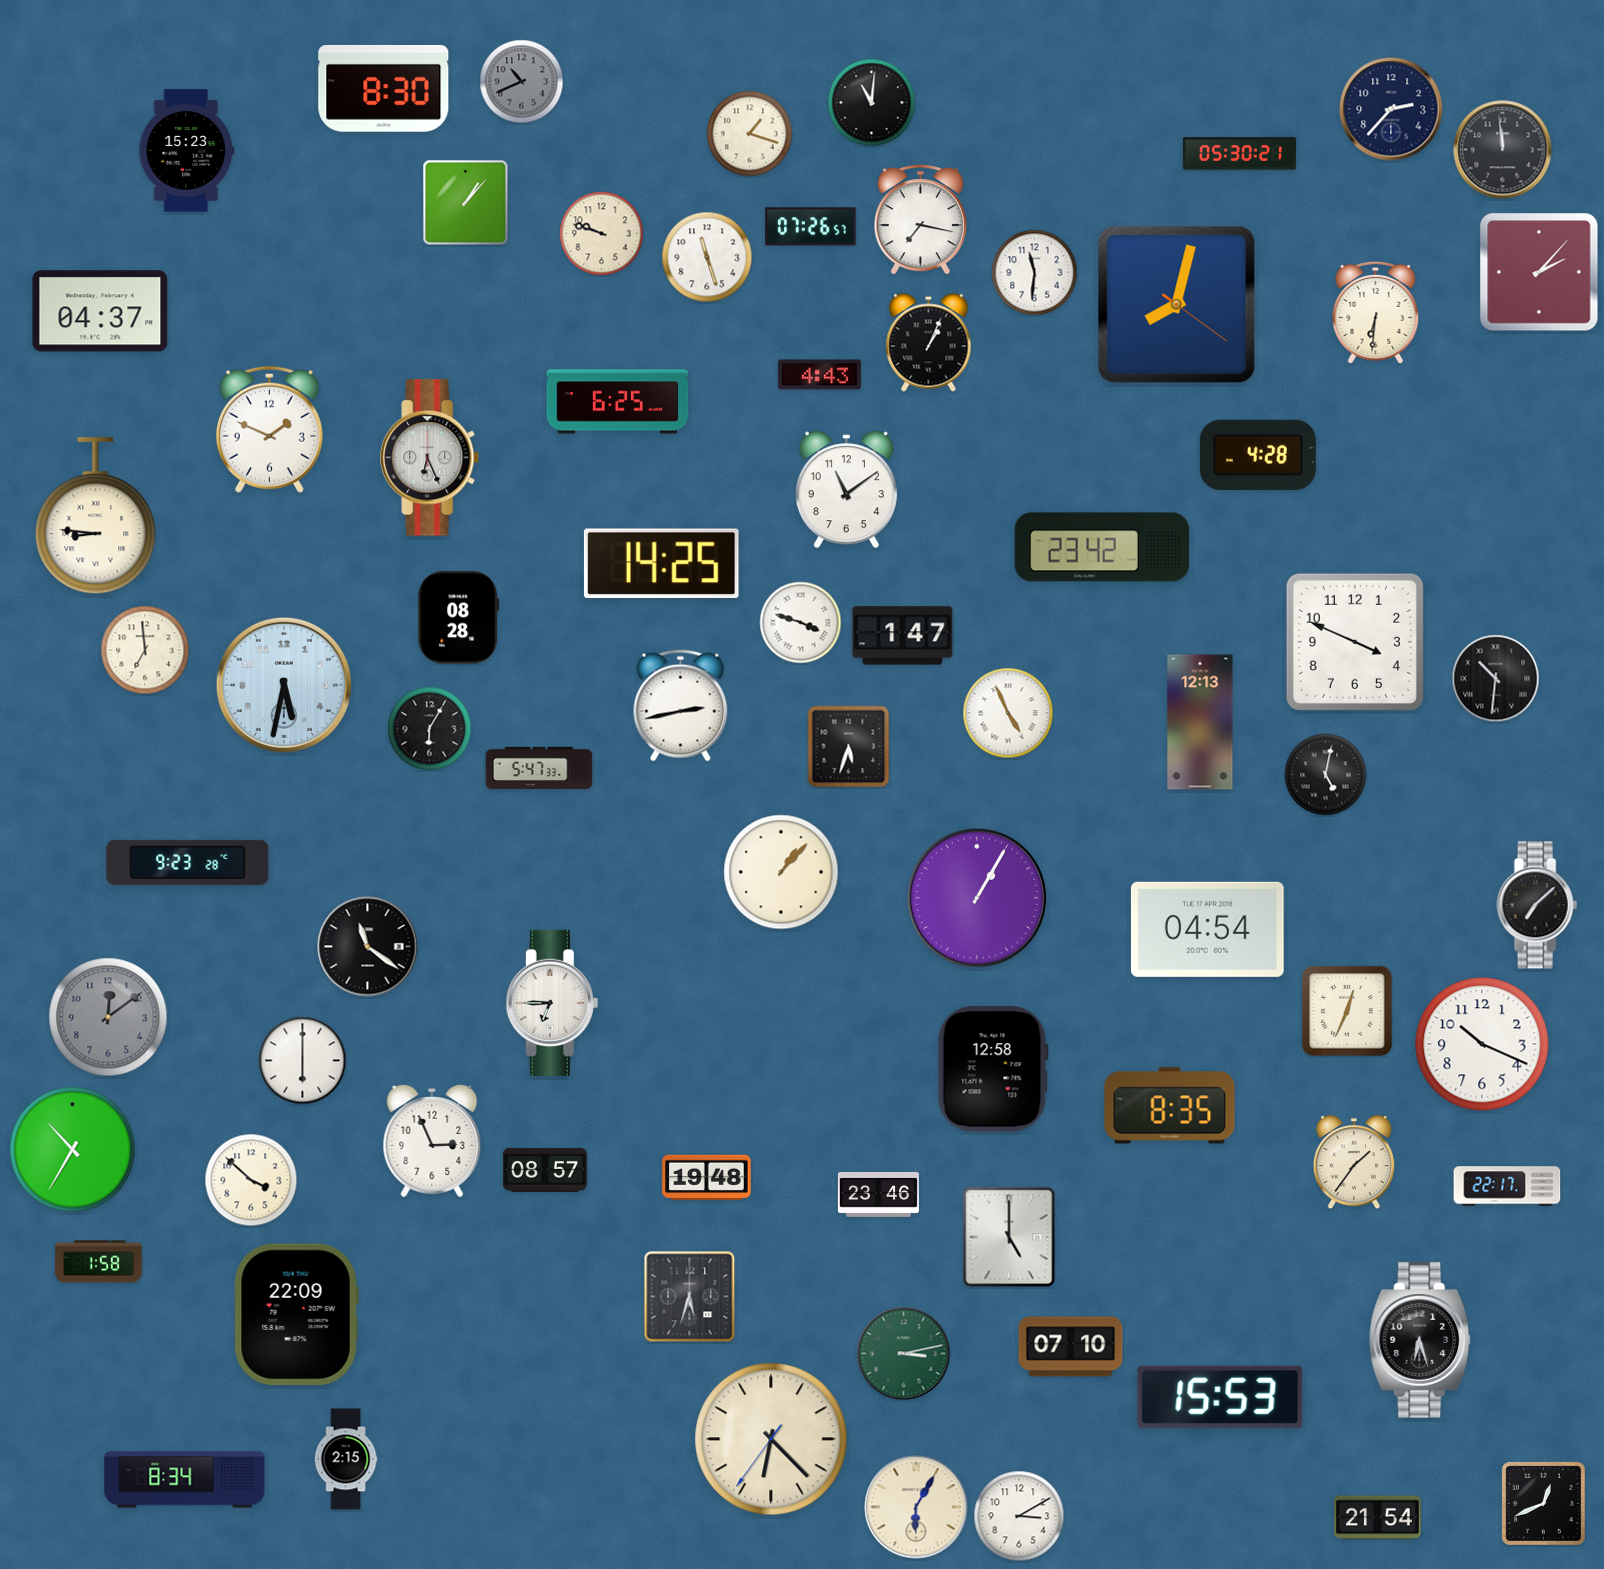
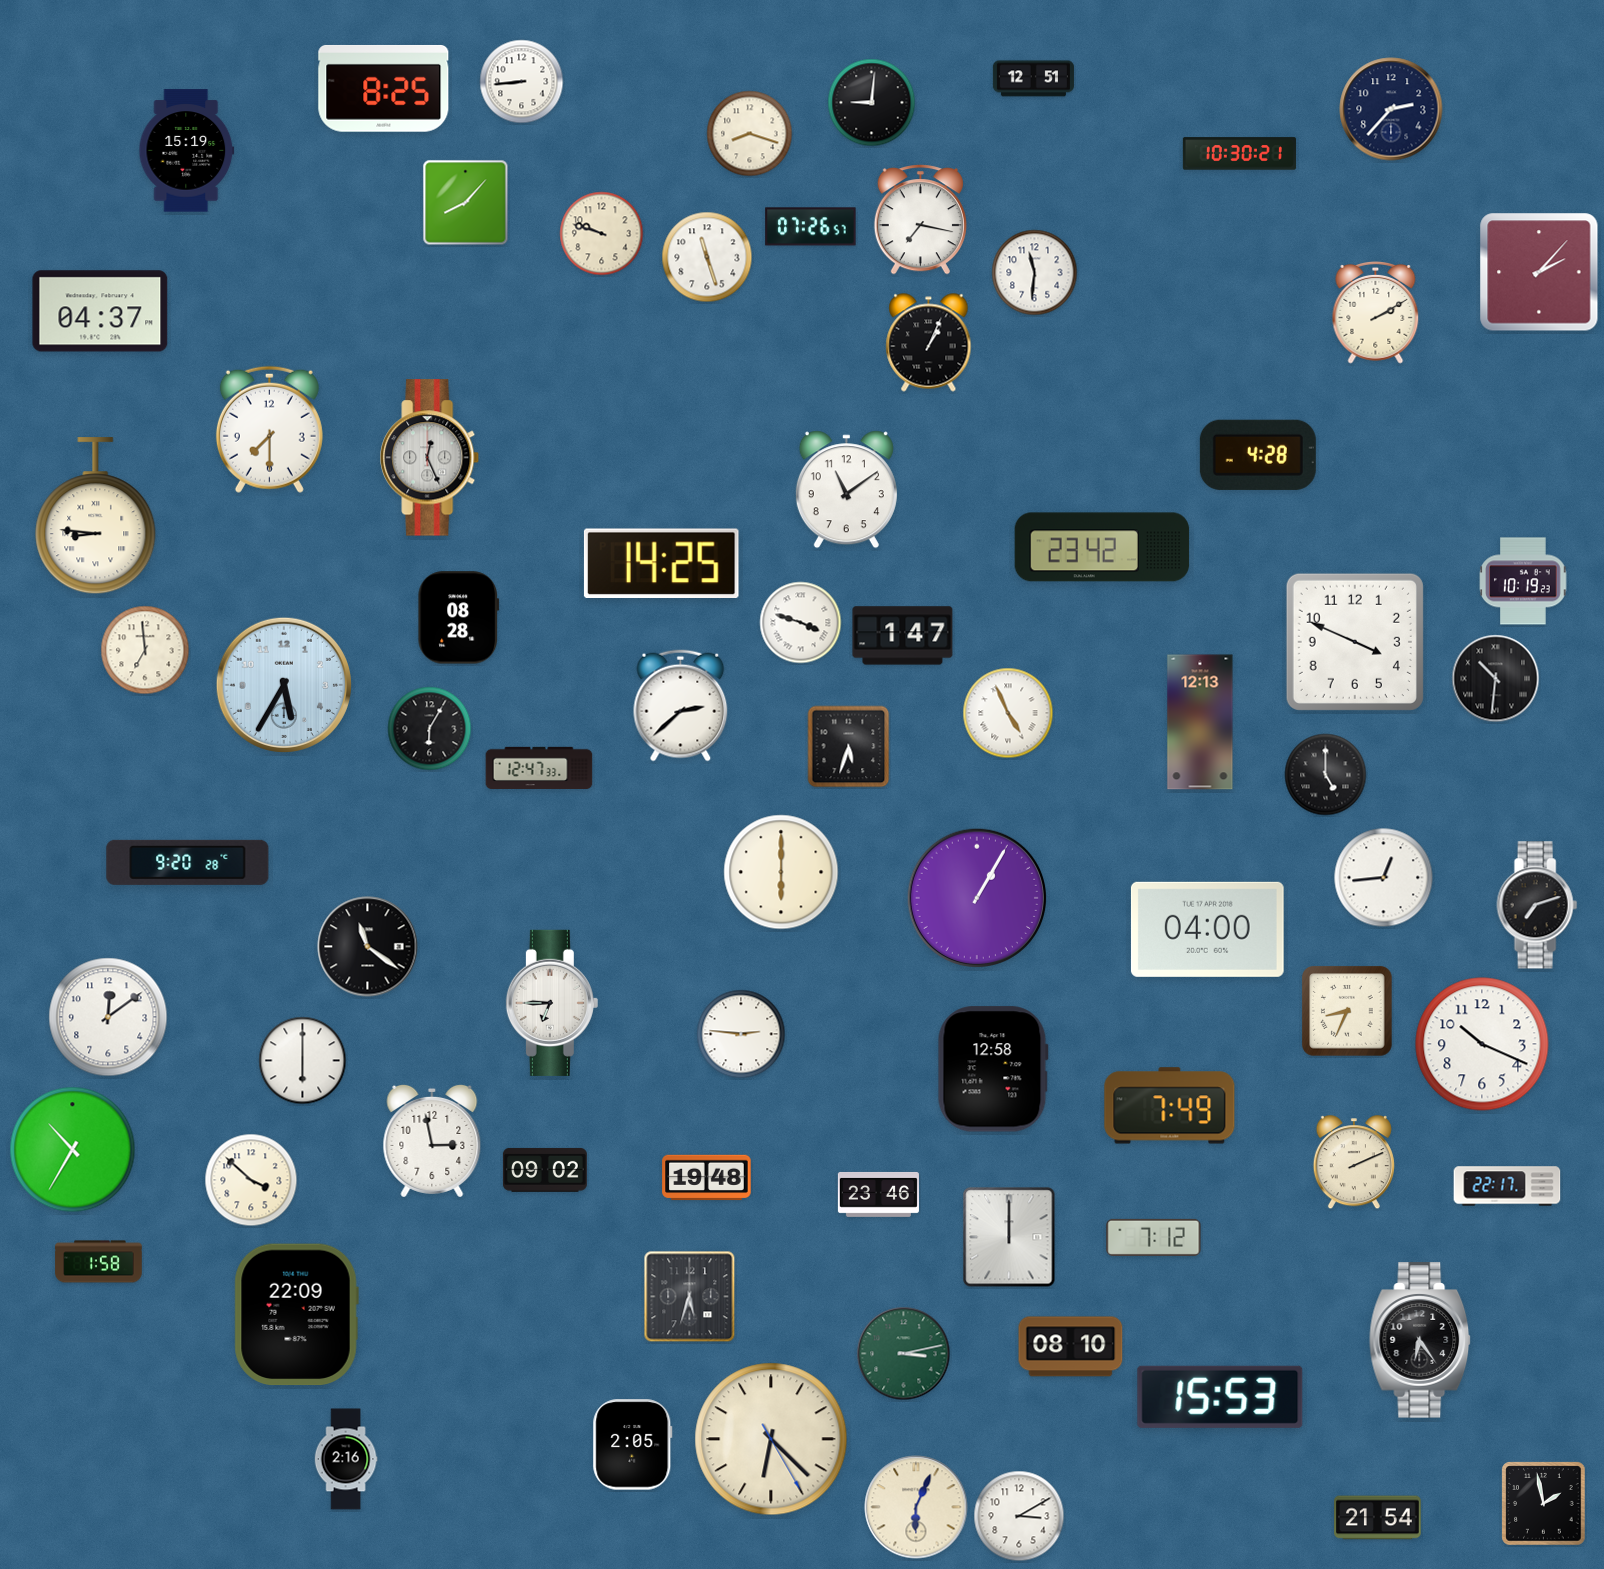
clock at (1033, 79): none -> 12:51
clock at (522, 82): 10:41 -> 8:44
clock at (522, 82) dial: grey -> white
clock at (384, 88): 8:30 -> 8:25
clock at (872, 103): 11:01 -> 9:01
clock at (750, 134): 1:18 -> 8:18
clock at (1503, 150): 11:59 -> none
clock at (187, 151): 15:23 -> 15:19
clock at (1239, 154): 05:30 -> 10:30
clock at (466, 203): 1:07 -> 8:07
clock at (1177, 305): 8:02 -> none
clock at (1376, 312): 6:31 -> 2:10
clock at (819, 375): 4:43 -> none
clock at (618, 402): 6:25 -> none
clock at (269, 429): 1:49 -> 7:30
clock at (430, 458): 6:26 -> 12:26
clock at (1523, 581): none -> 10:19
clock at (284, 685): 5:32 -> 5:35
clock at (681, 706): 2:43 -> 2:38
clock at (539, 767): 5:47 -> 12:47
clock at (1326, 775): 5:02 -> 5:00
clock at (188, 862): 9:23 -> 9:20
clock at (781, 872): 1:07 -> 6:00
clock at (1384, 878): none -> 12:44
clock at (1537, 905): 7:08 -> 7:12
clock at (1207, 929): 04:54 -> 04:00
clock at (1347, 1011): 12:34 -> 8:34
clock at (108, 1017) dial: grey -> white
clock at (741, 1034): none -> 2:46
clock at (1170, 1106): 8:35 -> 7:49
clock at (432, 1141): 2:56 -> 2:58
clock at (1354, 1163): 1:36 -> 2:11
clock at (545, 1170): 08:57 -> 09:02
clock at (1009, 1237): 5:00 -> 12:00
clock at (1154, 1237): none -> 7:12
clock at (1421, 1340): 6:27 -> 6:24
clock at (1071, 1347): 07:10 -> 08:10
clock at (771, 1439): 6:22:36 -> 6:22:25
clock at (633, 1445): none -> 2:05
clock at (346, 1459): 2:15 -> 2:16
clock at (185, 1480): 8:34 -> none
clock at (1544, 1504): 12:41 -> 1:58
clock at (916, 1507): 6:05 -> 6:04
